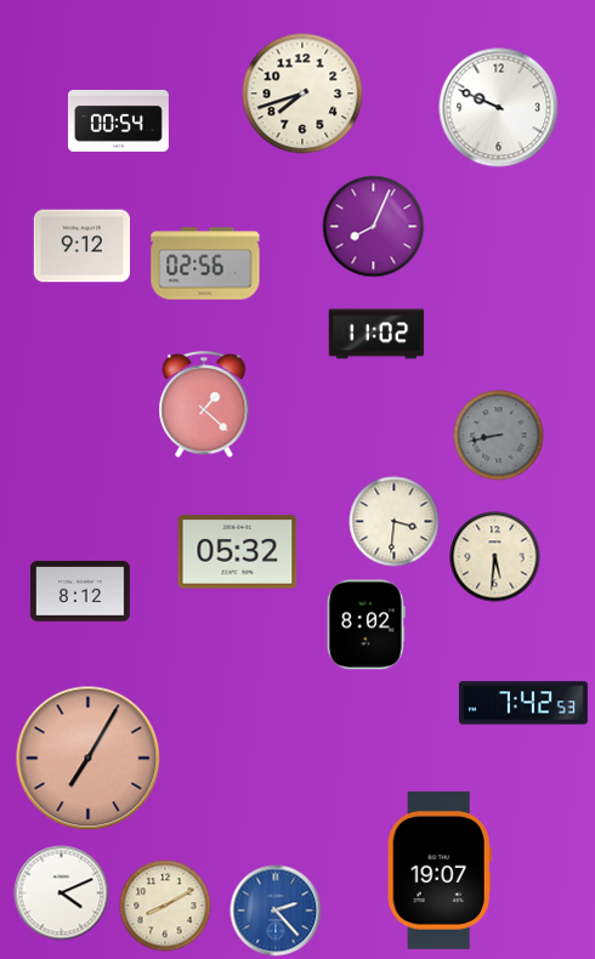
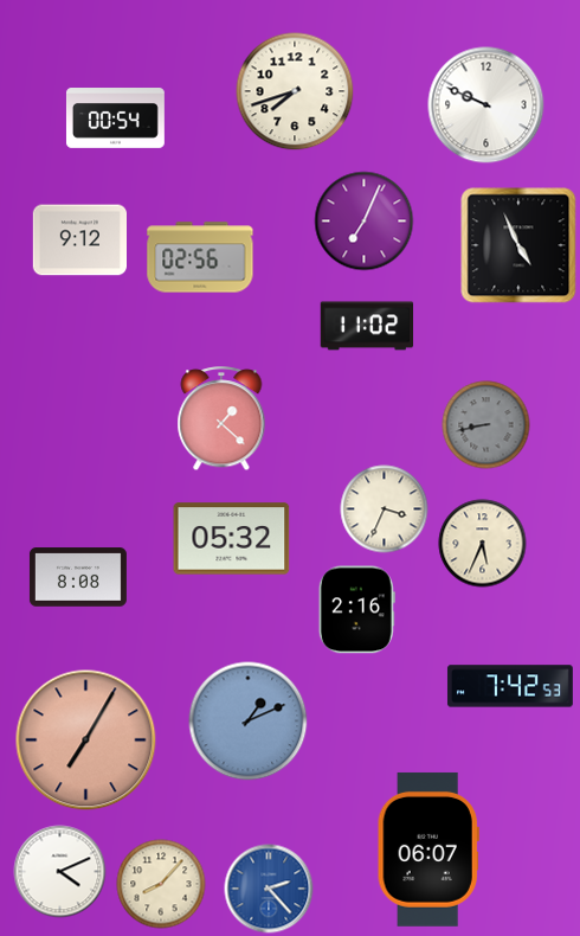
clock at (374, 227): 8:04 -> 7:04
clock at (518, 245): none -> 4:56
clock at (204, 405) position: (204, 405) -> (221, 419)
clock at (395, 522): 3:31 -> 3:34
clock at (495, 557): 5:31 -> 5:34
clock at (80, 591): 8:12 -> 8:08
clock at (365, 625): 8:02 -> 2:16
clock at (249, 722): none -> 1:11
clock at (440, 870): 19:07 -> 06:07
clock at (165, 906): 8:10 -> 8:07
